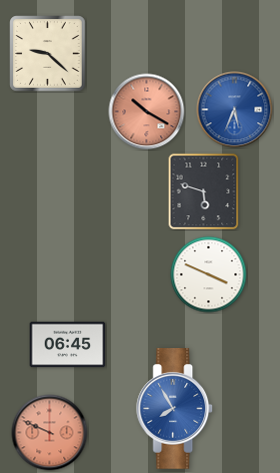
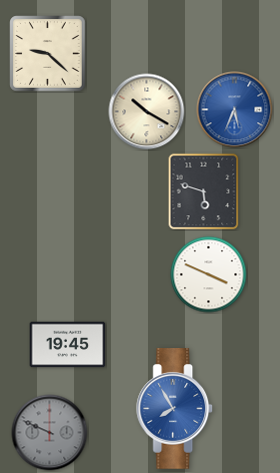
clock at (147, 112) dial: salmon -> cream
clock at (68, 345): 06:45 -> 19:45
clock at (50, 433) dial: salmon -> grey
